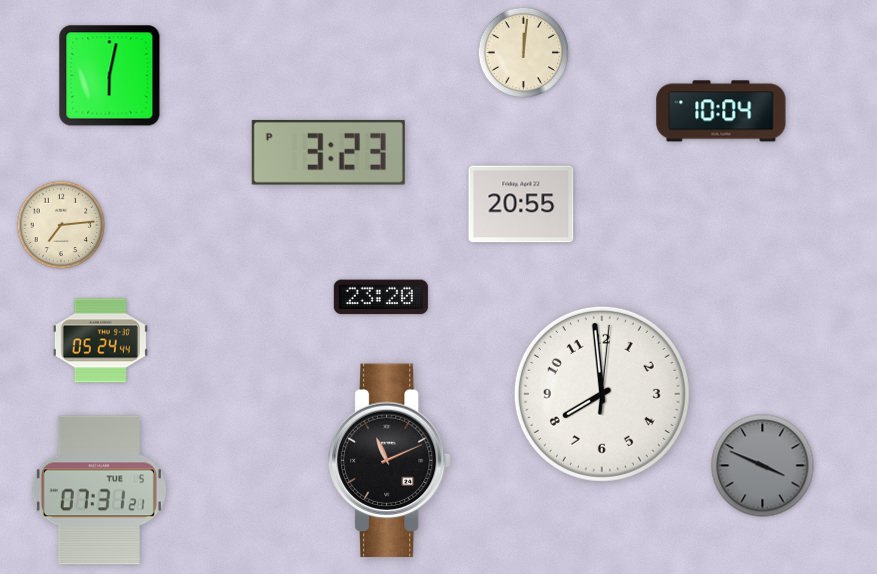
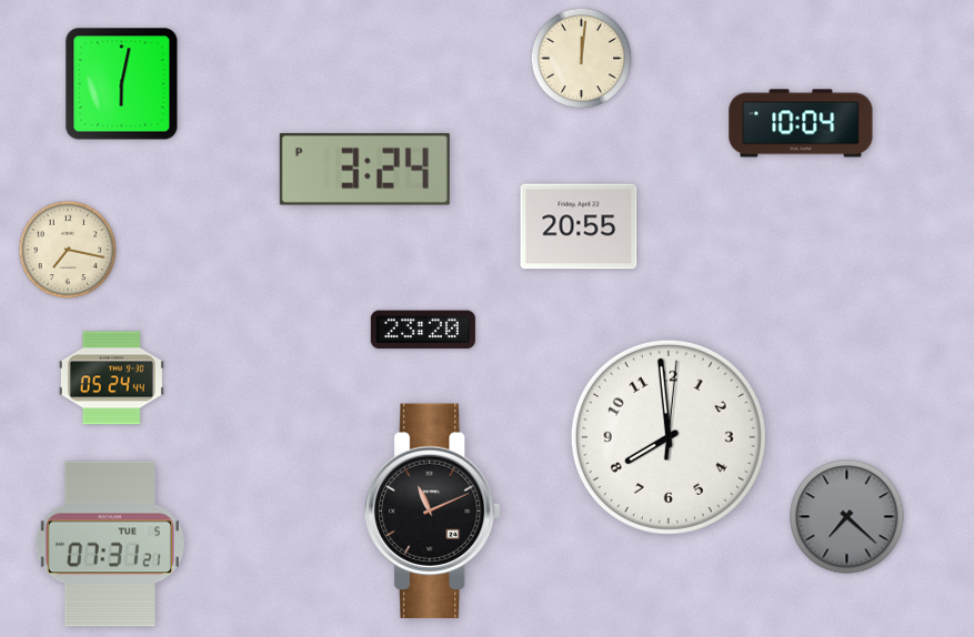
clock at (328, 152): 3:23 -> 3:24
clock at (61, 225): 7:14 -> 7:17
clock at (763, 466): 3:49 -> 7:22
